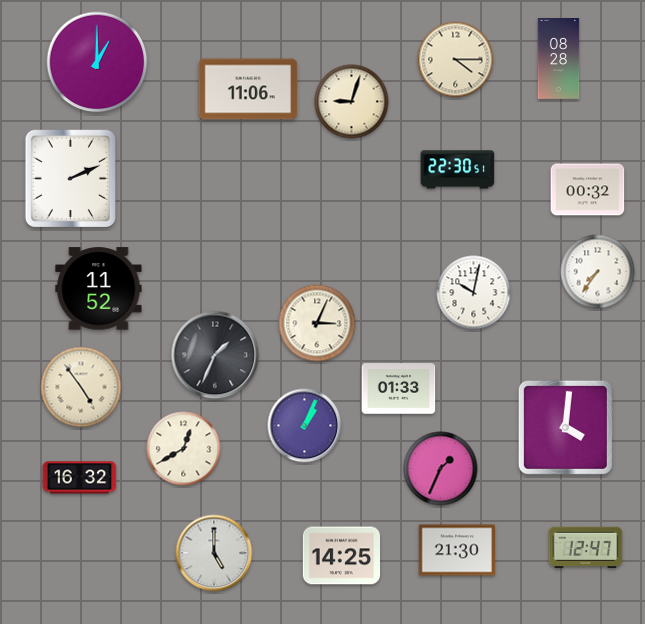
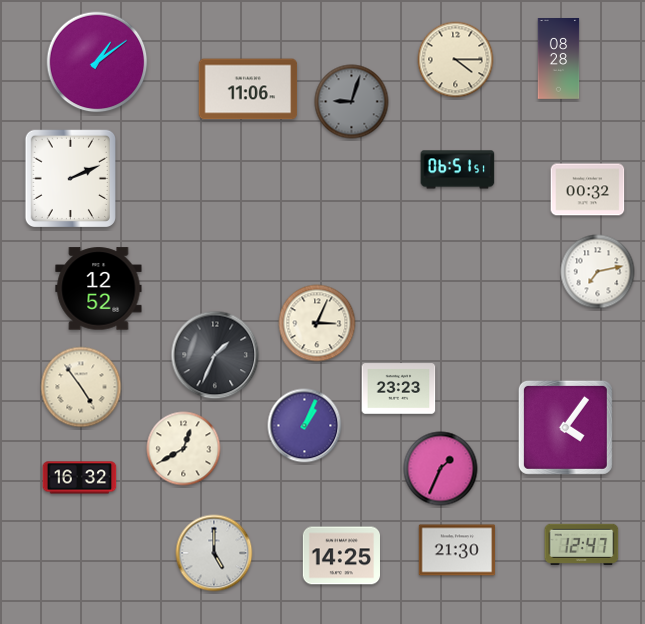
clock at (97, 62): 1:00 -> 1:09
clock at (352, 102) dial: cream -> grey
clock at (458, 170): 22:30 -> 06:51
clock at (598, 272): 7:36 -> 7:13
clock at (99, 289): 11:52 -> 12:52
clock at (474, 293): 10:02 -> none
clock at (399, 389): 01:33 -> 23:23
clock at (565, 427): 4:01 -> 4:06
clock at (586, 547) position: (586, 547) -> (582, 544)
